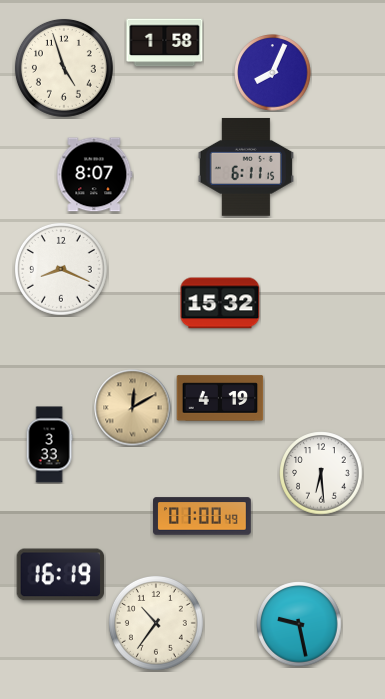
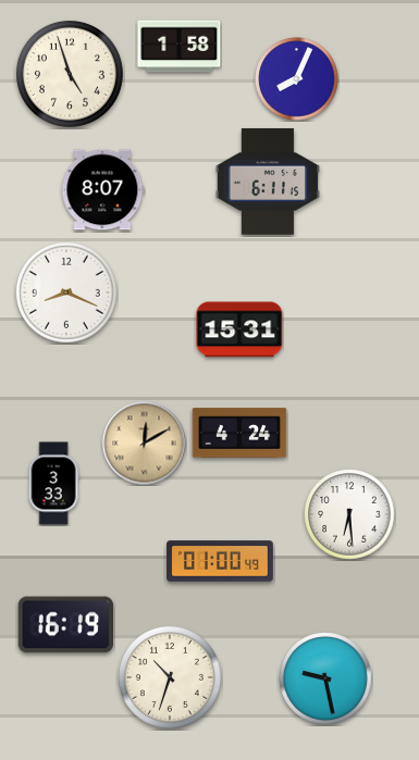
clock at (220, 303): 15:32 -> 15:31
clock at (220, 398): 4:19 -> 4:24
clock at (156, 623): 10:36 -> 10:33
